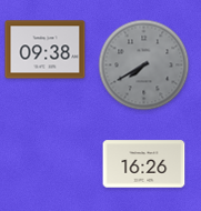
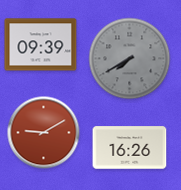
clock at (46, 50): 09:38 -> 09:39
clock at (44, 133): none -> 9:10
